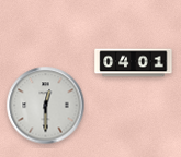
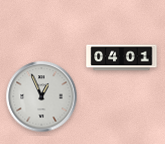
clock at (46, 106): 12:30 -> 12:56
